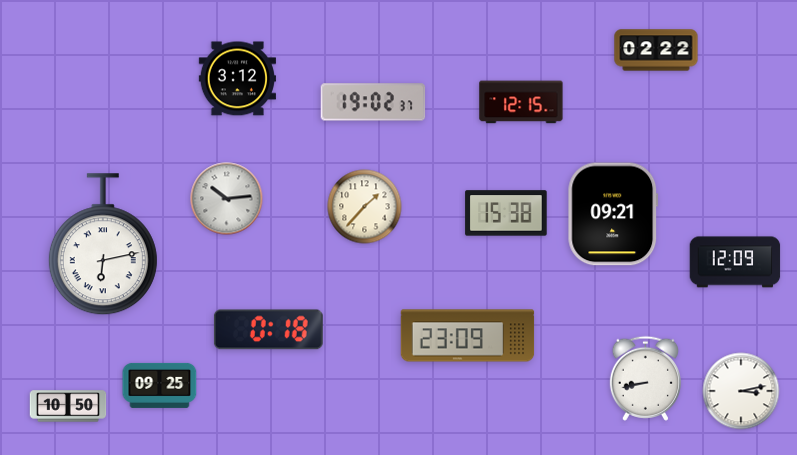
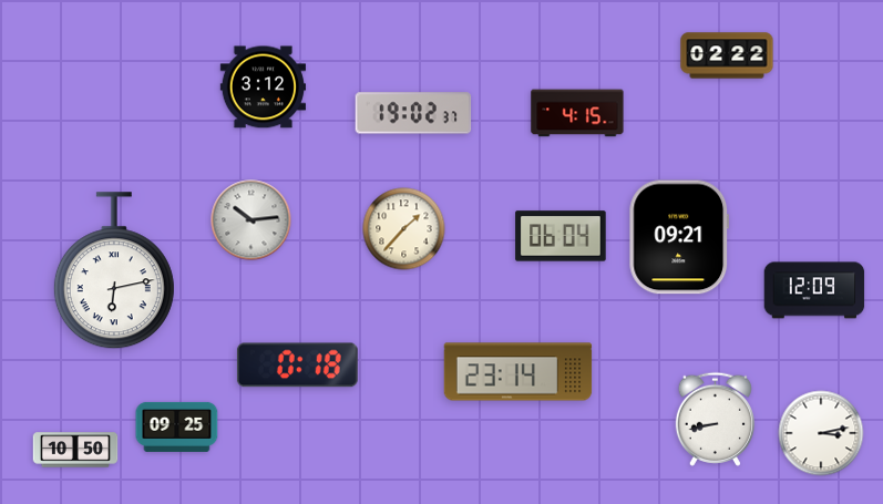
clock at (521, 102): 12:15 -> 4:15
clock at (506, 213): 15:38 -> 06:04
clock at (468, 336): 23:09 -> 23:14
